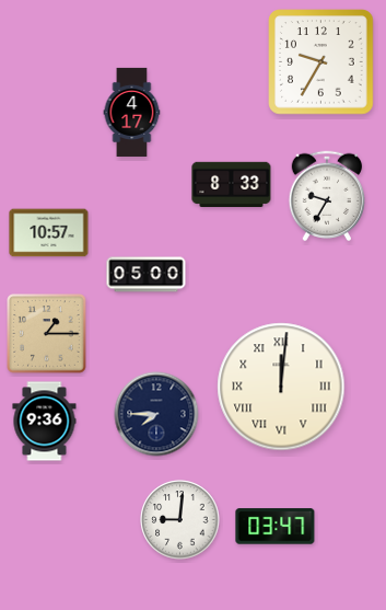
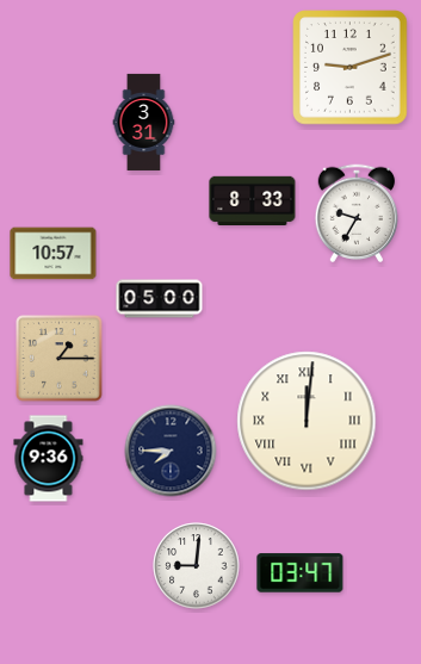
clock at (321, 62): 9:35 -> 9:12
clock at (132, 112): 4:17 -> 3:31
clock at (47, 334) position: (47, 334) -> (60, 359)
